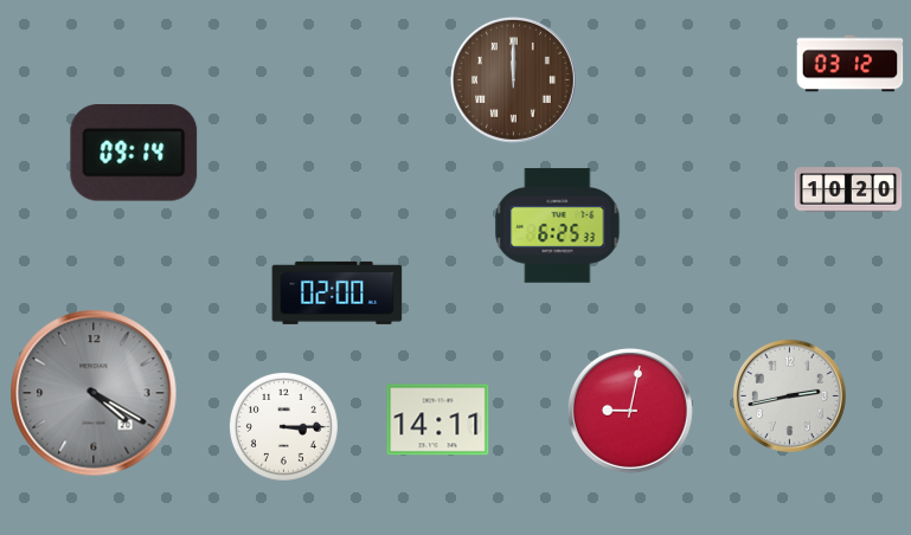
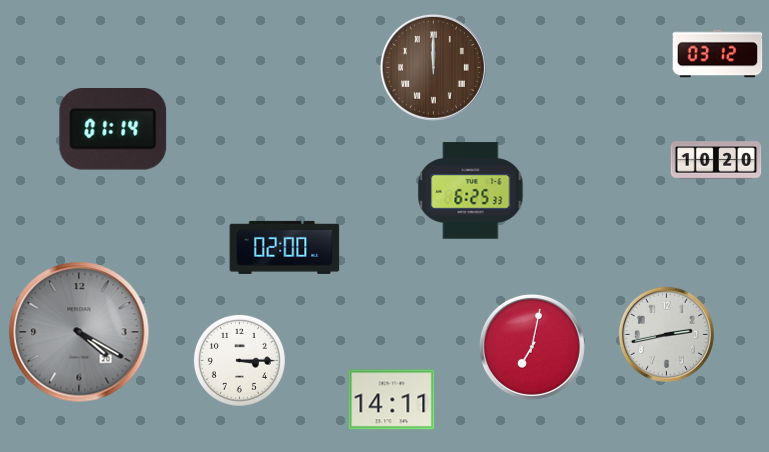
clock at (134, 154): 09:14 -> 01:14
clock at (630, 411): 9:02 -> 7:02
clock at (438, 420) position: (438, 420) -> (392, 400)
